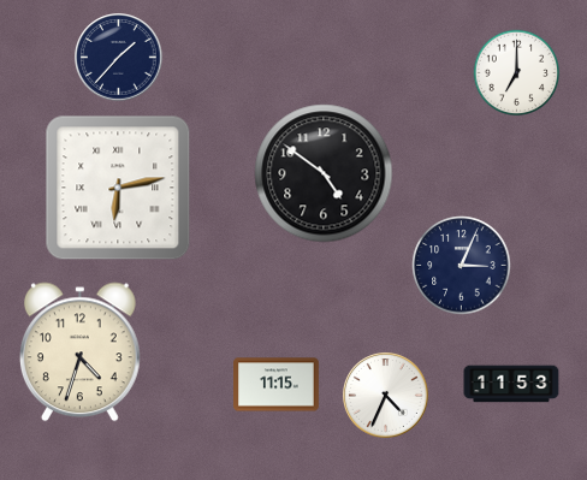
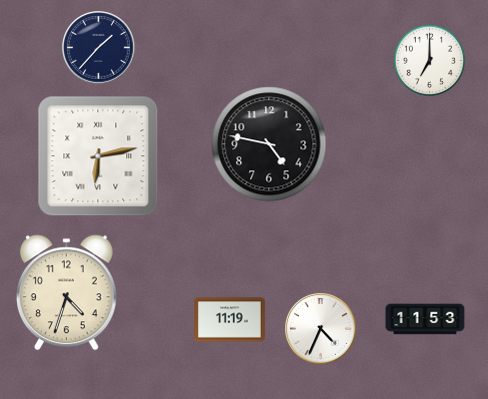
clock at (324, 173): 4:51 -> 4:47
clock at (462, 266): 3:04 -> none
clock at (277, 385): 11:15 -> 11:19
